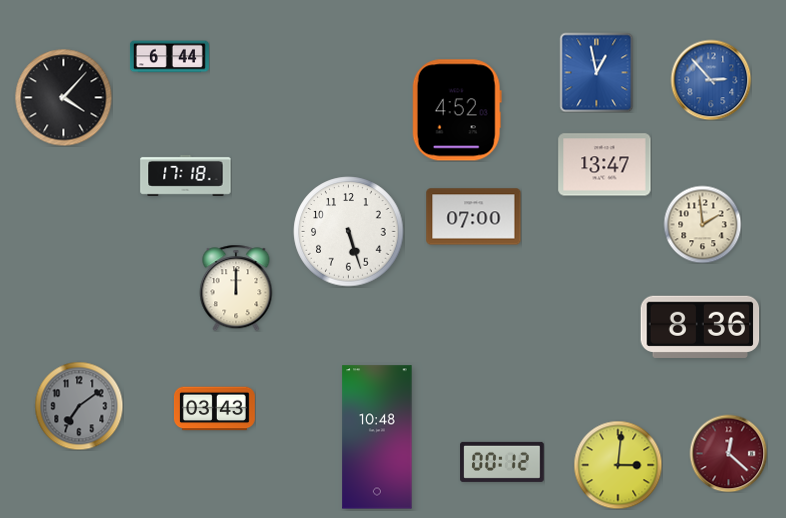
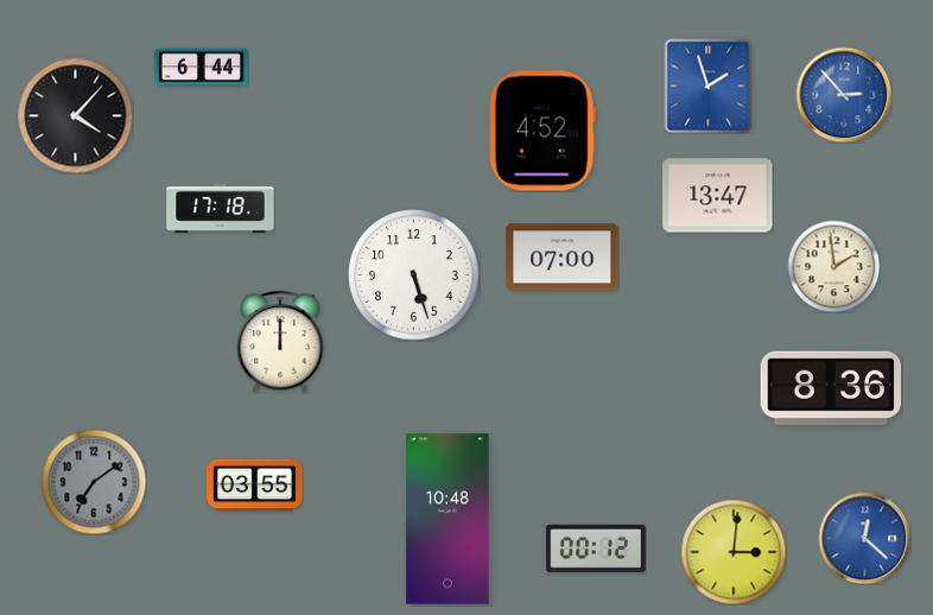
clock at (597, 72): 12:58 -> 1:57
clock at (214, 409): 03:43 -> 03:55
clock at (728, 453) dial: burgundy -> blue
